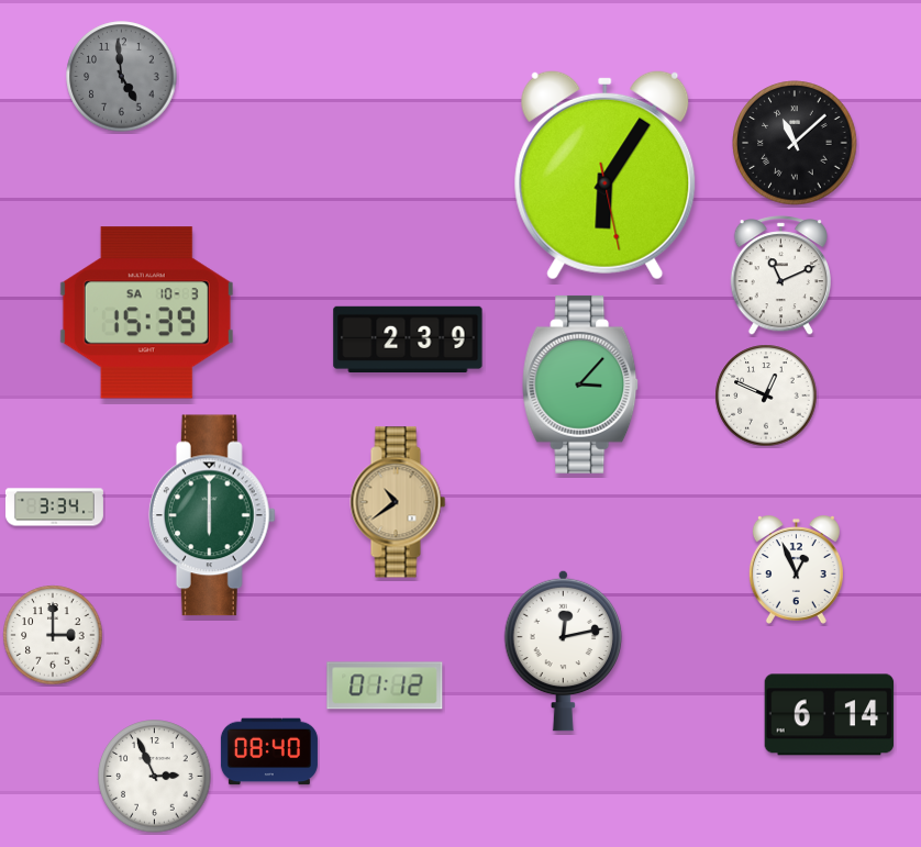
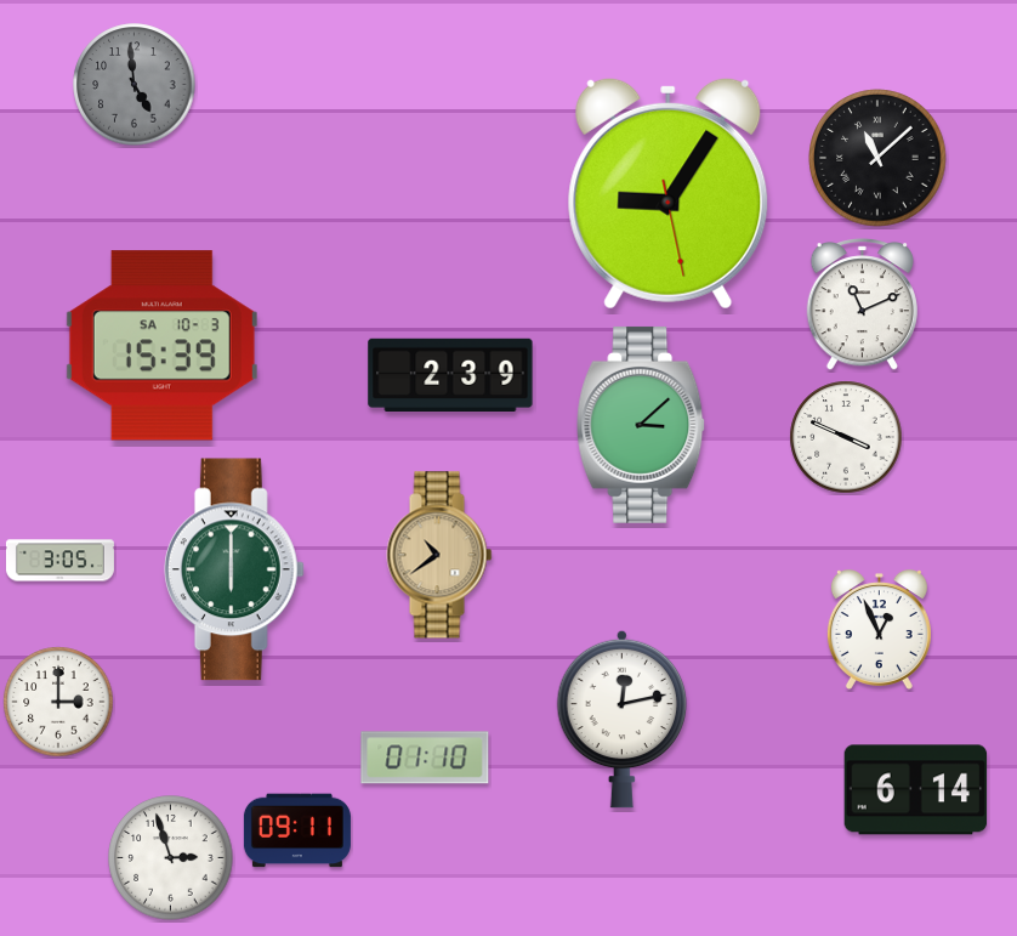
clock at (606, 175): 6:05 -> 9:05
clock at (581, 385): 3:07 -> 3:08
clock at (766, 395): 12:49 -> 3:49
clock at (54, 508): 3:34 -> 3:05
clock at (385, 686): 01:12 -> 01:10
clock at (269, 751): 08:40 -> 09:11
clock at (155, 777): 2:56 -> 2:57
